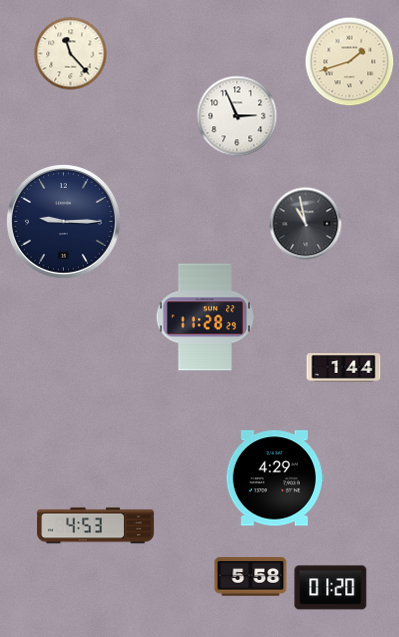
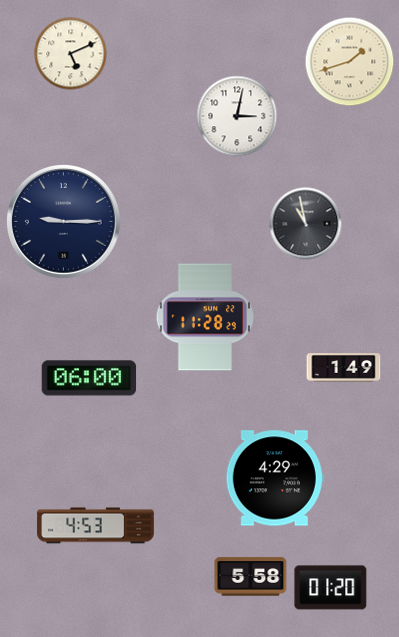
clock at (71, 54): 11:23 -> 5:11
clock at (237, 116): 2:56 -> 3:02
clock at (344, 368): 1:44 -> 1:49
clock at (89, 378): none -> 06:00
